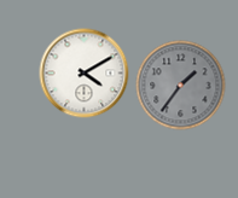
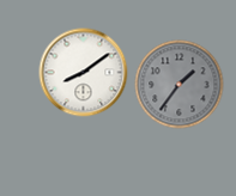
clock at (85, 74): 4:10 -> 8:09
